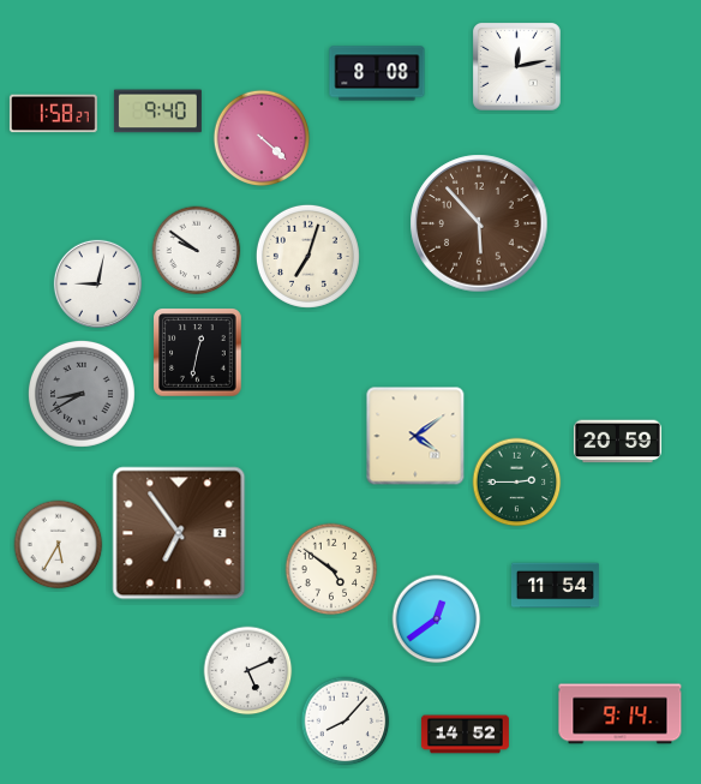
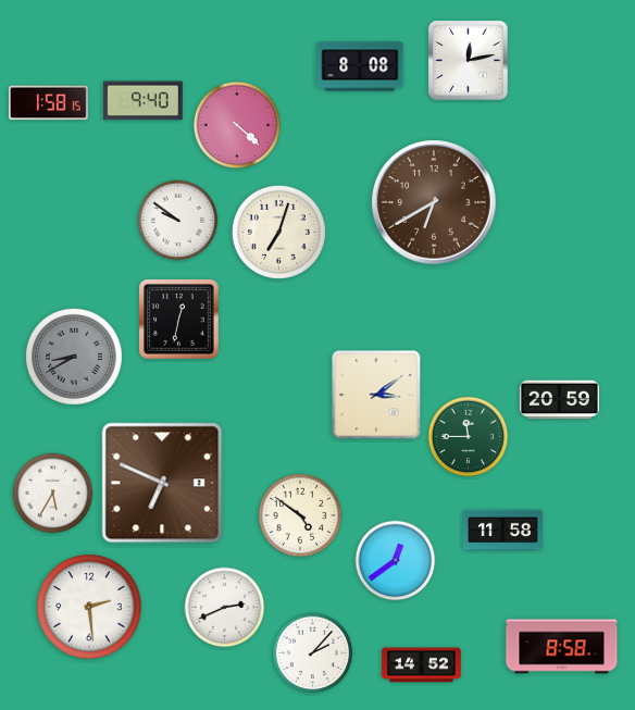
clock at (377, 73) position: (377, 73) -> (360, 66)
clock at (53, 114): 1:58:27 -> 1:58:15
clock at (479, 223): 5:53 -> 6:40
clock at (197, 251) position: (197, 251) -> (178, 221)
clock at (97, 283): 9:02 -> none
clock at (415, 436): 4:09 -> 3:09
clock at (517, 483): 2:45 -> 11:45
clock at (179, 533): 6:54 -> 6:49
clock at (555, 586): 11:54 -> 11:58
clock at (89, 607): none -> 2:29
clock at (248, 671): 5:11 -> 2:41
clock at (621, 714): 9:14 -> 8:58
clock at (346, 722): 8:07 -> 2:07
